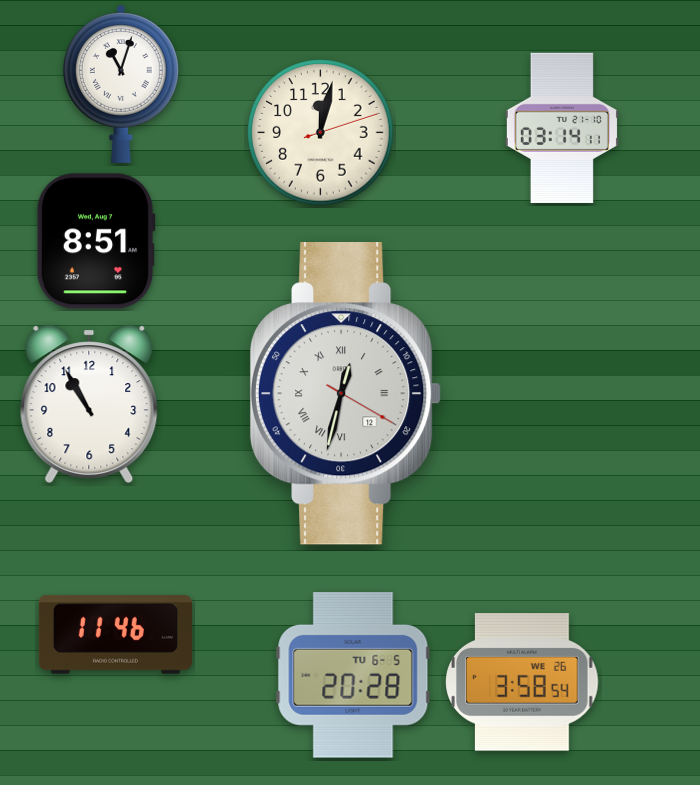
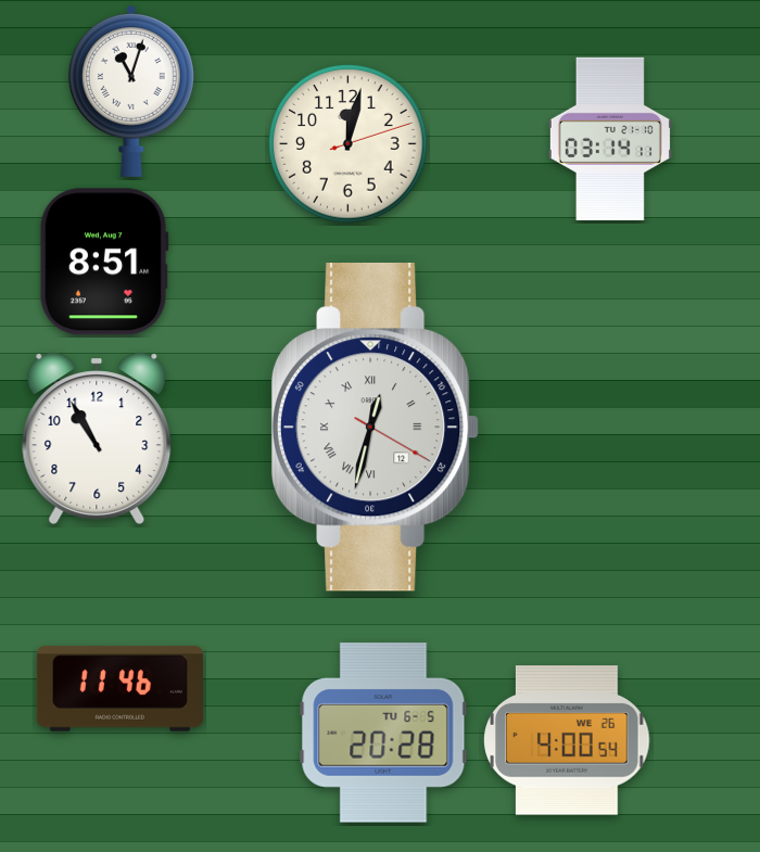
clock at (115, 635) position: (115, 635) -> (119, 689)
clock at (522, 682): 3:58 -> 4:00
